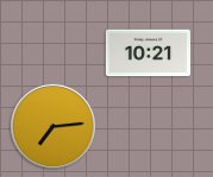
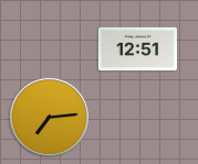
clock at (148, 53): 10:21 -> 12:51
